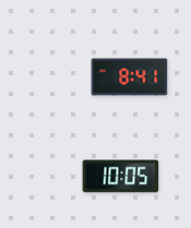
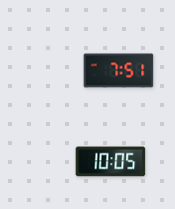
clock at (130, 77): 8:41 -> 7:51
